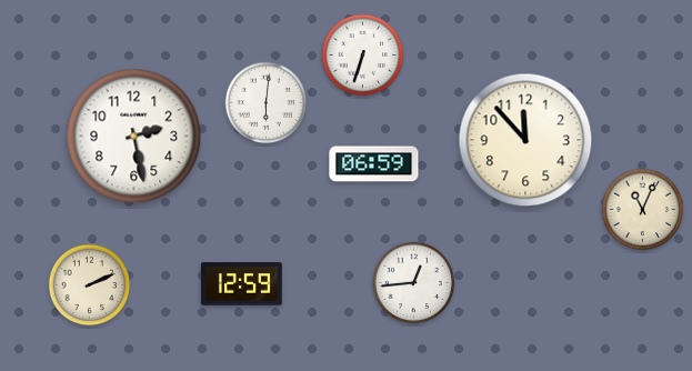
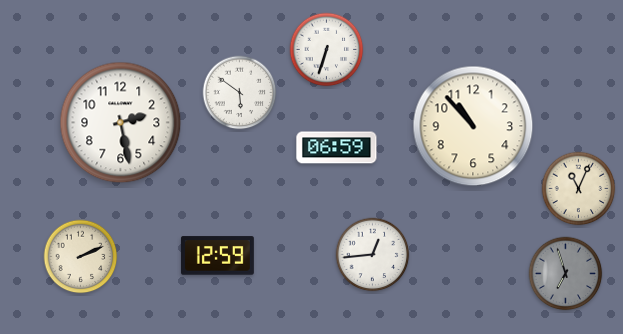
clock at (267, 103): 6:01 -> 5:51
clock at (525, 140): 11:53 -> 10:53
clock at (566, 274): none -> 6:57
